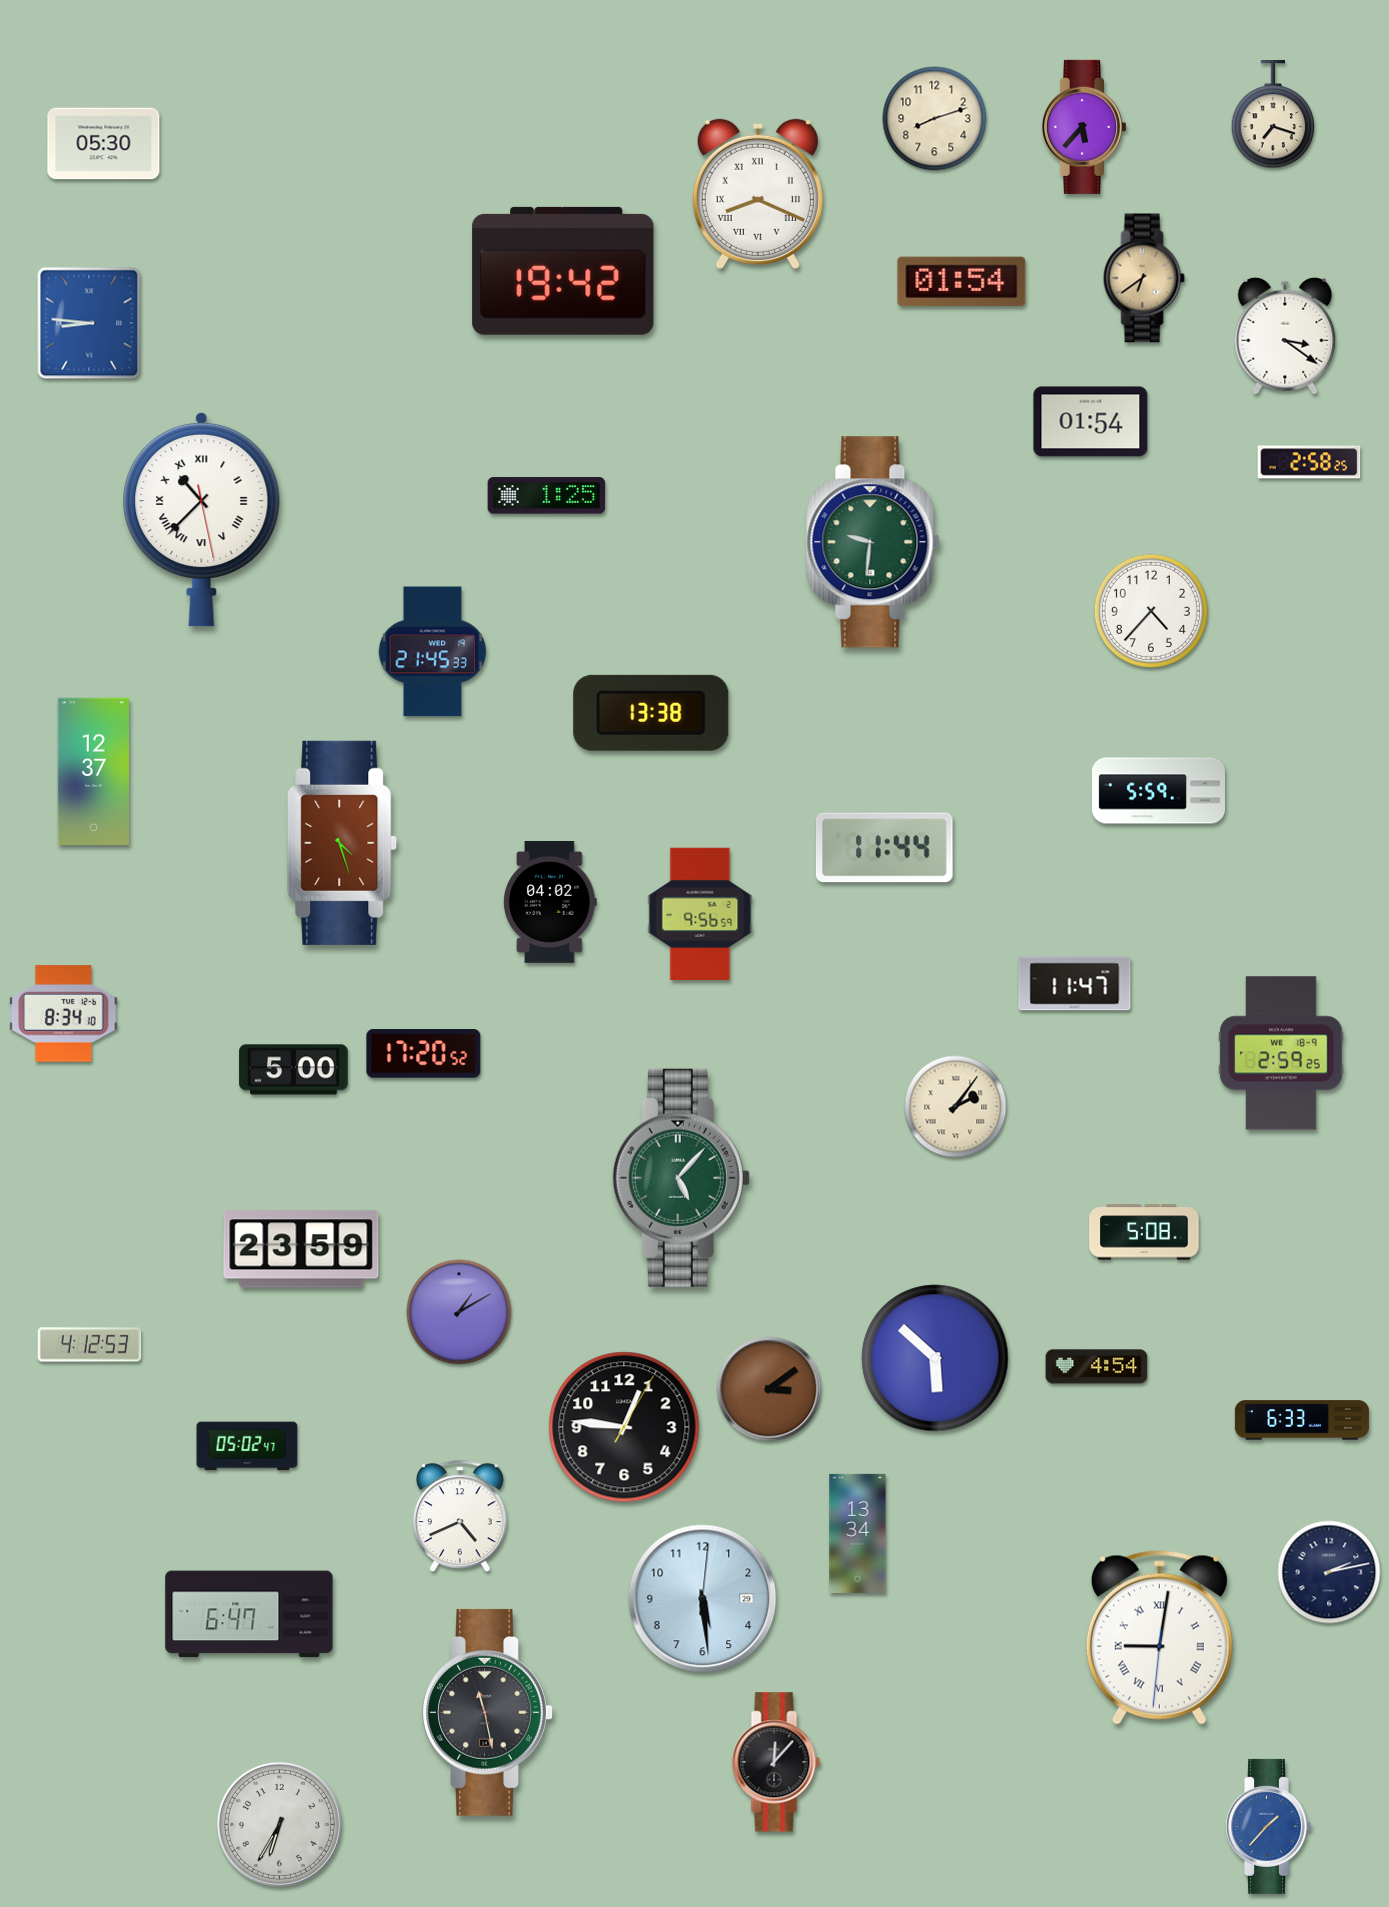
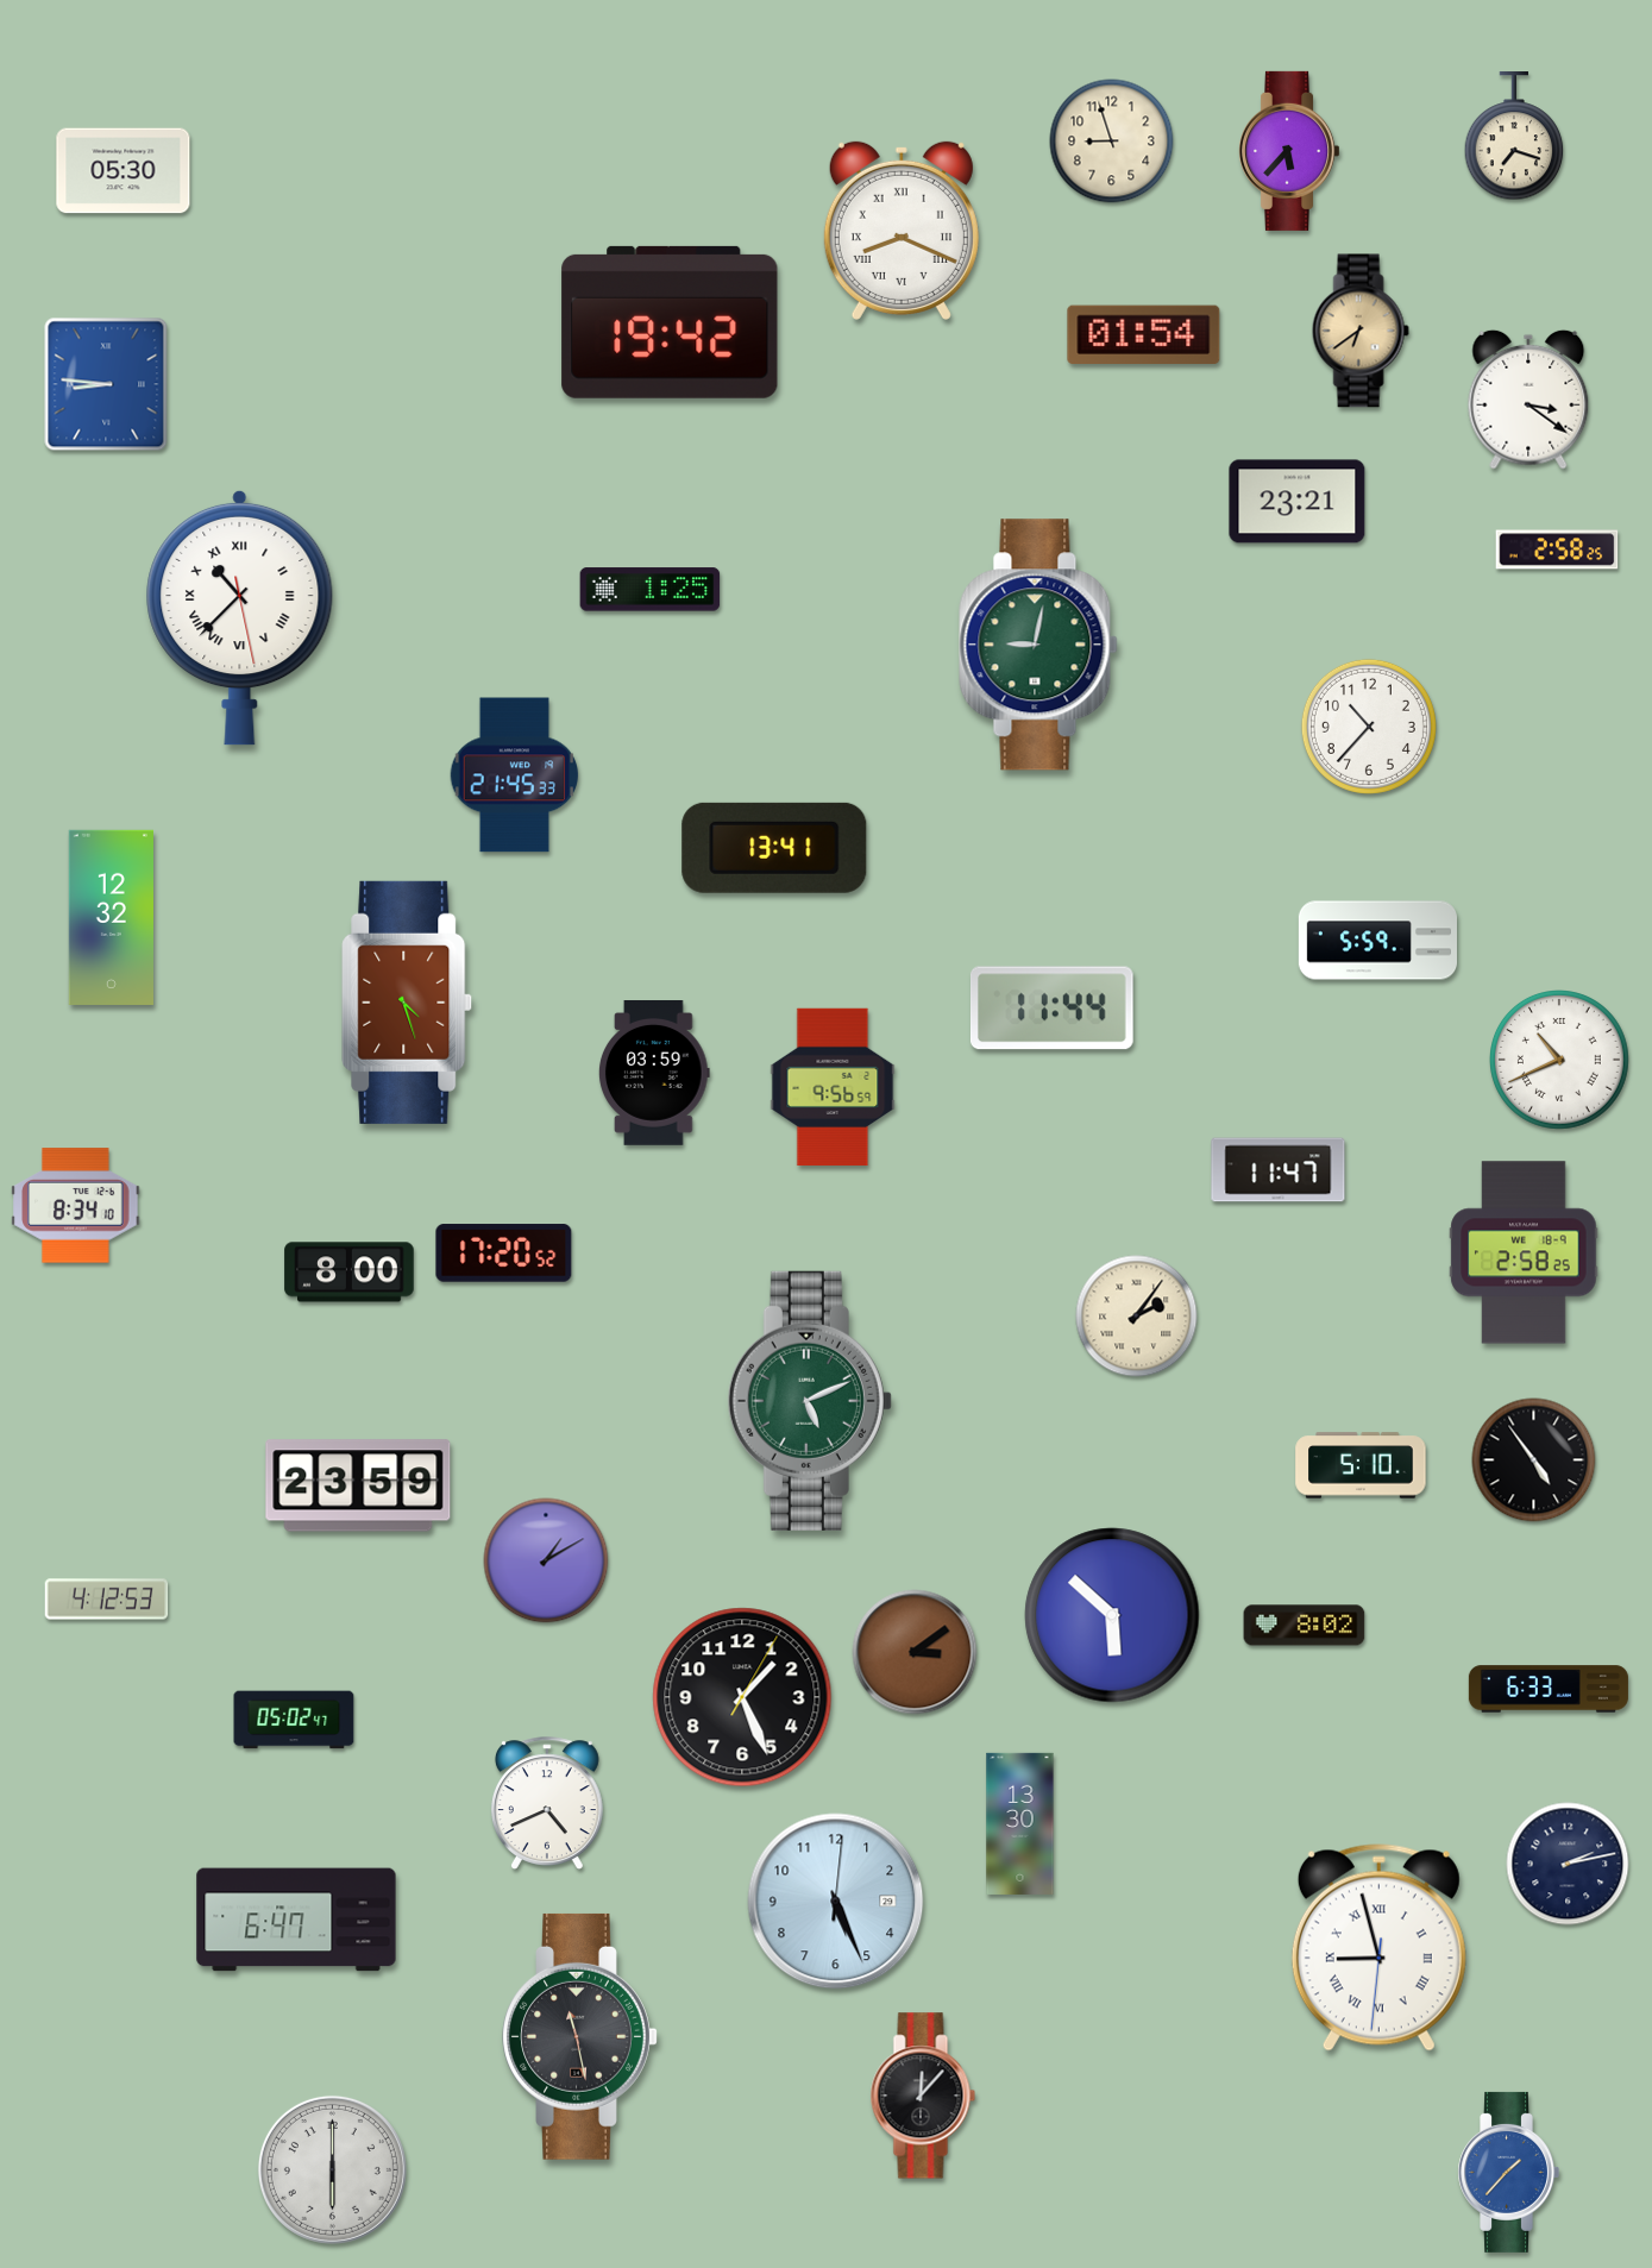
clock at (935, 119): 8:12 -> 8:57
clock at (1091, 422): 01:54 -> 23:21
clock at (873, 542): 9:31 -> 9:02
clock at (1151, 611): 4:37 -> 10:37
clock at (651, 713): 13:38 -> 13:41
clock at (93, 771): 12:37 -> 12:32
clock at (1560, 1061): none -> 10:41
clock at (550, 903): 04:02 -> 03:59
clock at (1281, 1053): 2:59 -> 2:58
clock at (294, 1070): 5:00 -> 8:00
clock at (681, 1178): 5:07 -> 5:11
clock at (1534, 1460): none -> 4:54
clock at (1144, 1232): 5:08 -> 5:10
clock at (1097, 1367): 4:54 -> 8:02
clock at (624, 1427): 12:46 -> 1:26
clock at (858, 1533): 13:34 -> 13:30
clock at (1329, 1572) position: (1329, 1572) -> (1568, 1864)
clock at (703, 1599): 5:29 -> 5:26
clock at (1159, 1638): 9:01 -> 8:57
clock at (279, 1824): 6:35 -> 6:00
